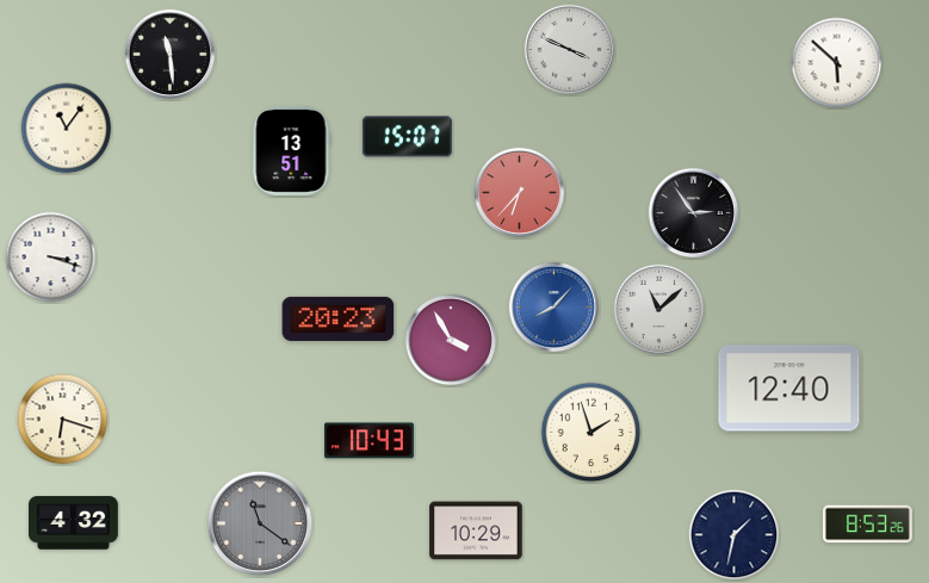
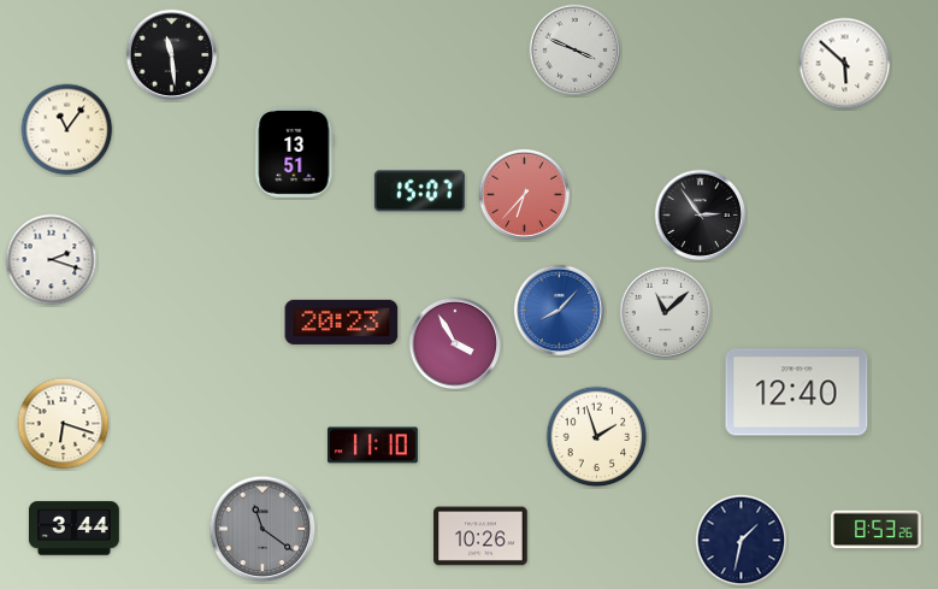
clock at (407, 137) position: (407, 137) -> (419, 192)
clock at (51, 258): 3:18 -> 2:18
clock at (368, 441): 10:43 -> 11:10
clock at (73, 523): 4:32 -> 3:44
clock at (476, 531): 10:29 -> 10:26
